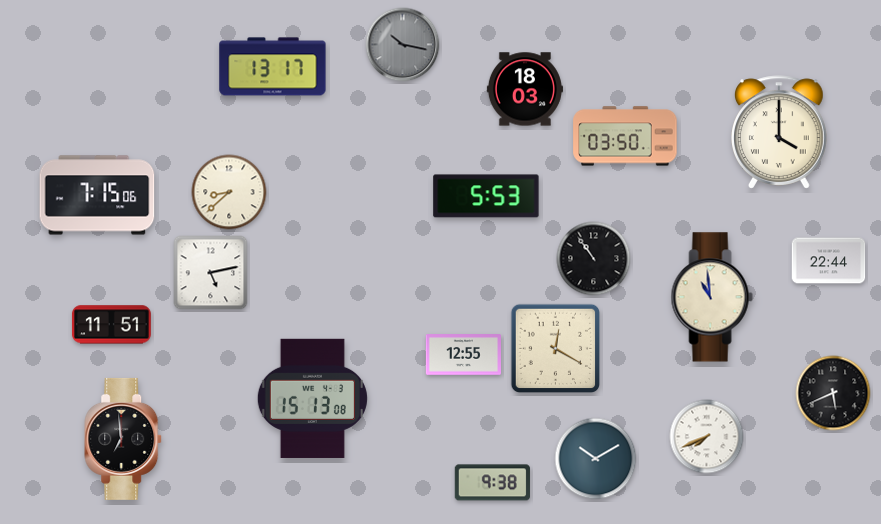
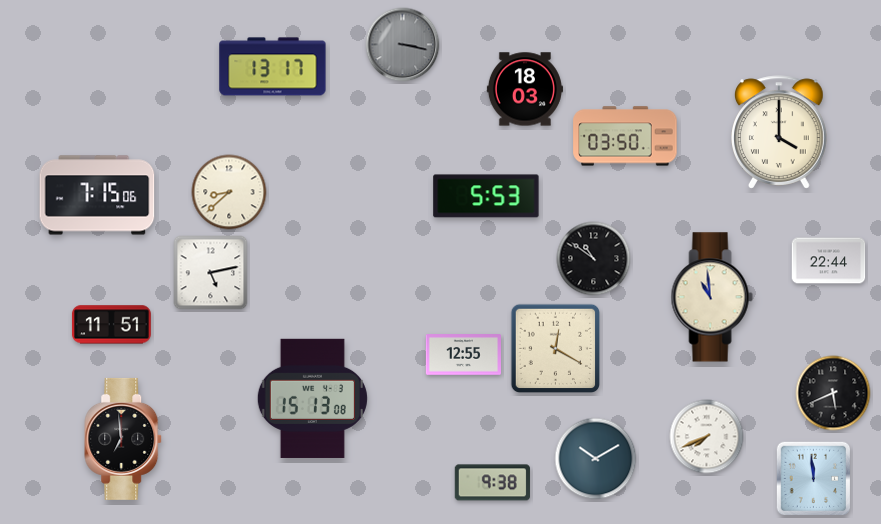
clock at (403, 45): 10:17 -> 3:17
clock at (594, 259): 10:54 -> 10:51
clock at (814, 479): none -> 11:59
